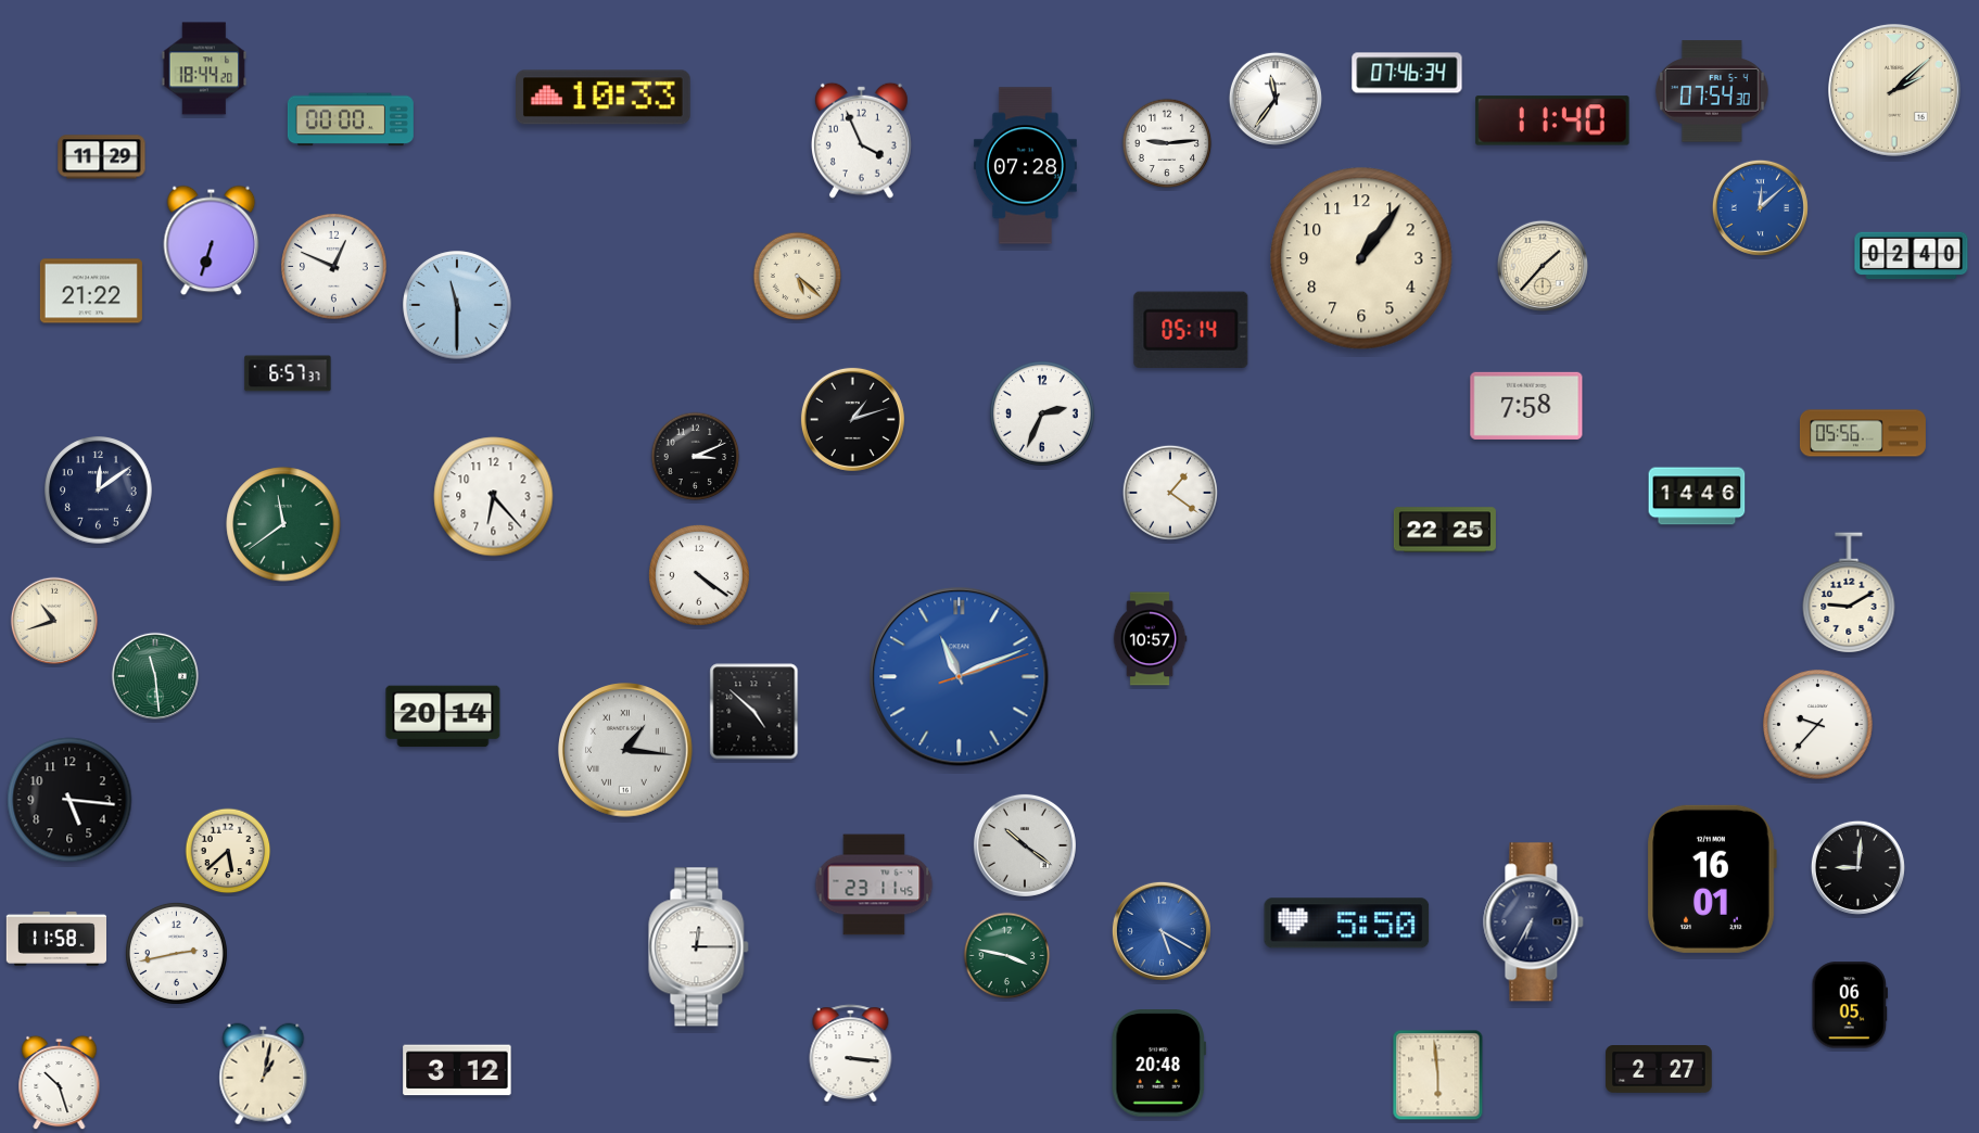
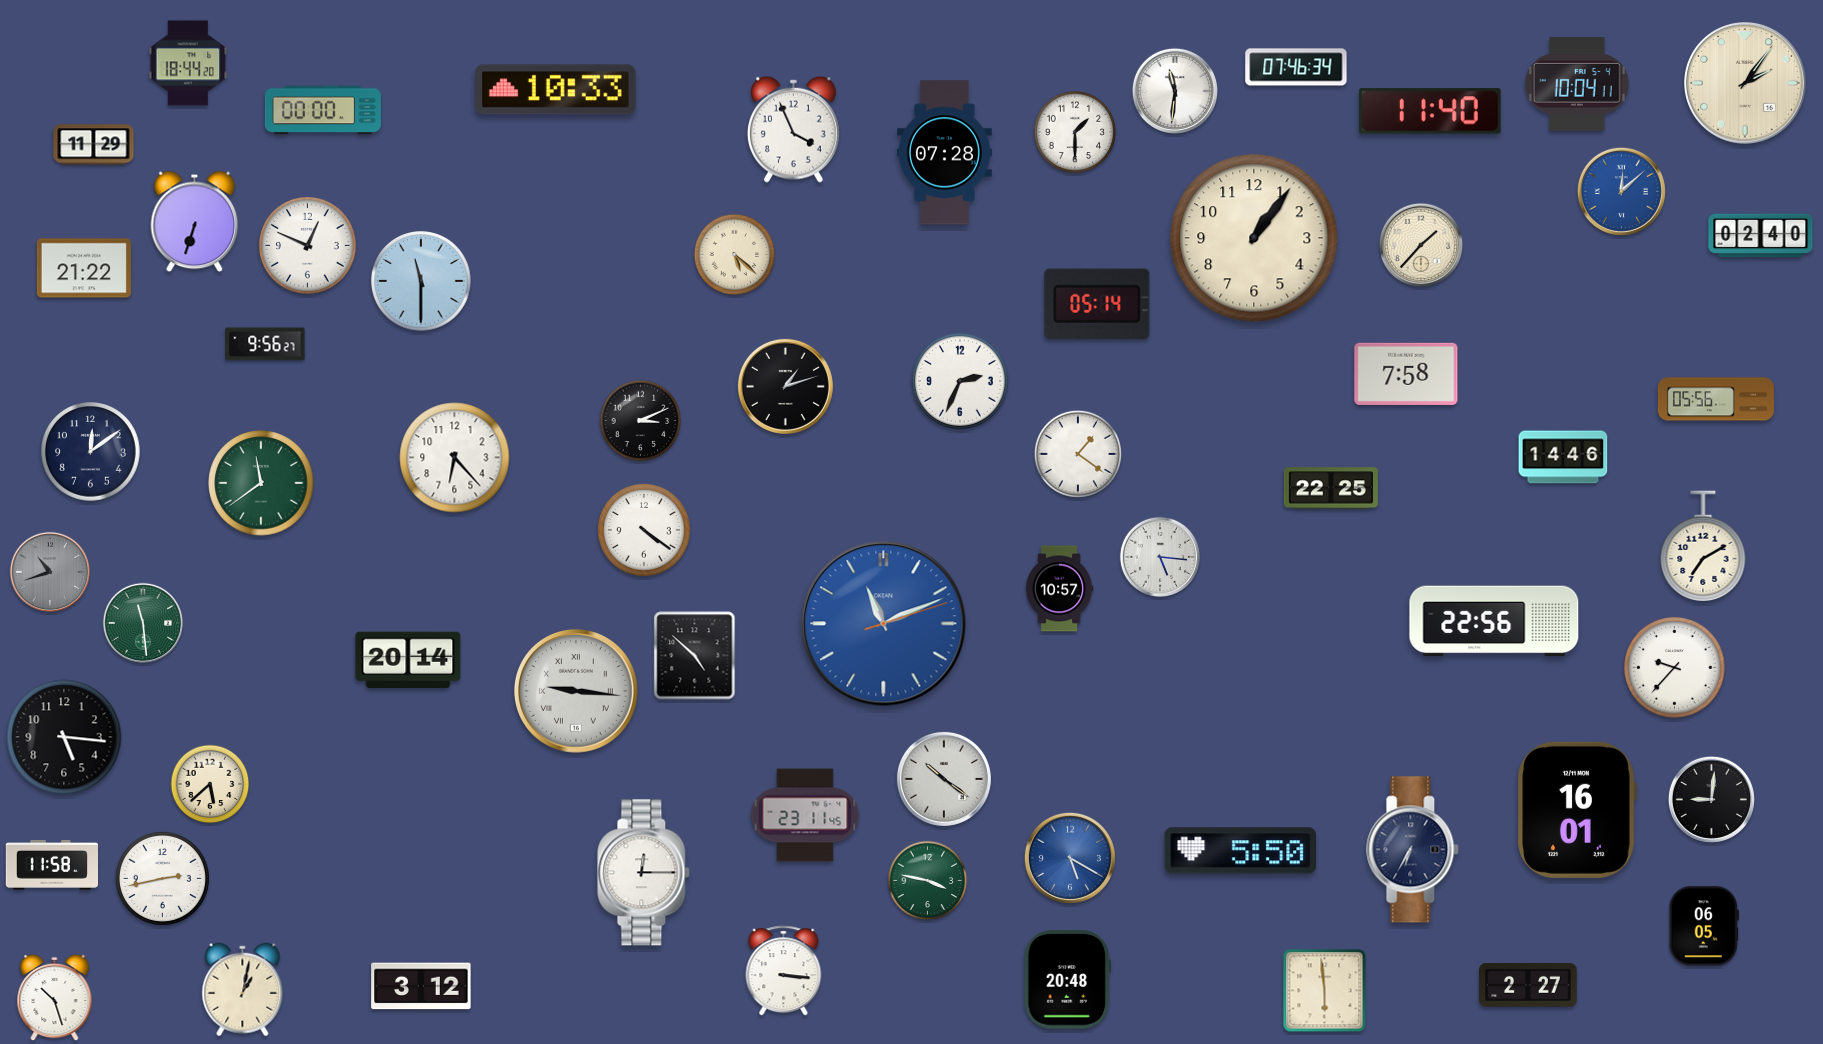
clock at (1712, 91): 07:54 -> 10:04
clock at (1895, 91): 2:08 -> 2:06
clock at (1276, 99): 11:36 -> 11:31
clock at (1167, 143): 9:14 -> 1:30
clock at (288, 373): 6:57 -> 9:56
clock at (1849, 593): 9:10 -> 7:10
clock at (1159, 556): none -> 5:16
clock at (53, 620) dial: cream -> grey
clock at (1494, 621): none -> 22:56
clock at (626, 751): 1:16 -> 9:16
